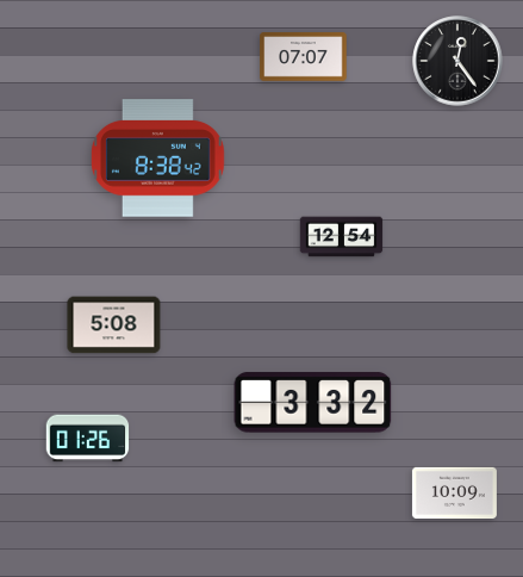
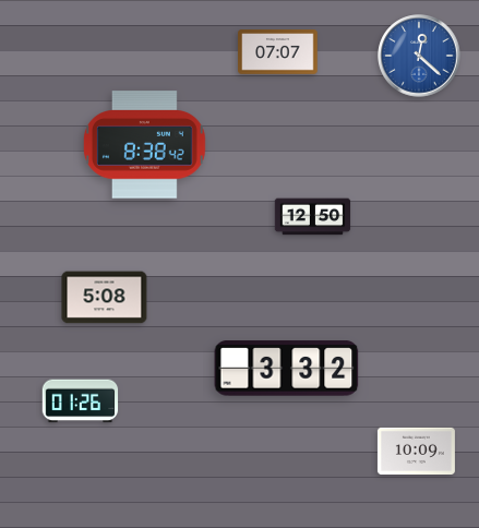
clock at (457, 61): 12:24 -> 12:22
clock at (457, 61) dial: black -> blue
clock at (342, 237): 12:54 -> 12:50
